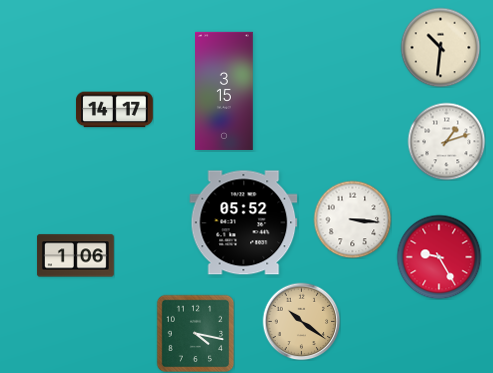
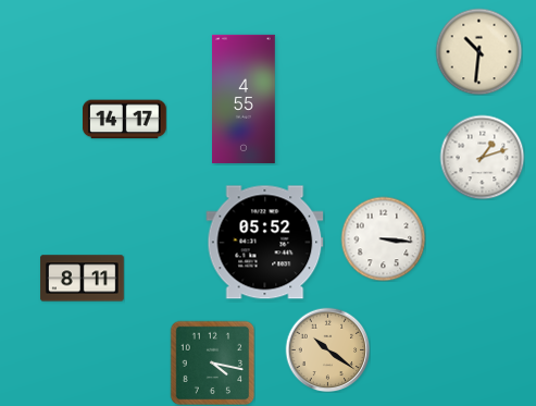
clock at (225, 91): 3:15 -> 4:55
clock at (446, 141) position: (446, 141) -> (482, 157)
clock at (76, 256): 1:06 -> 8:11
clock at (439, 257): 9:25 -> none
